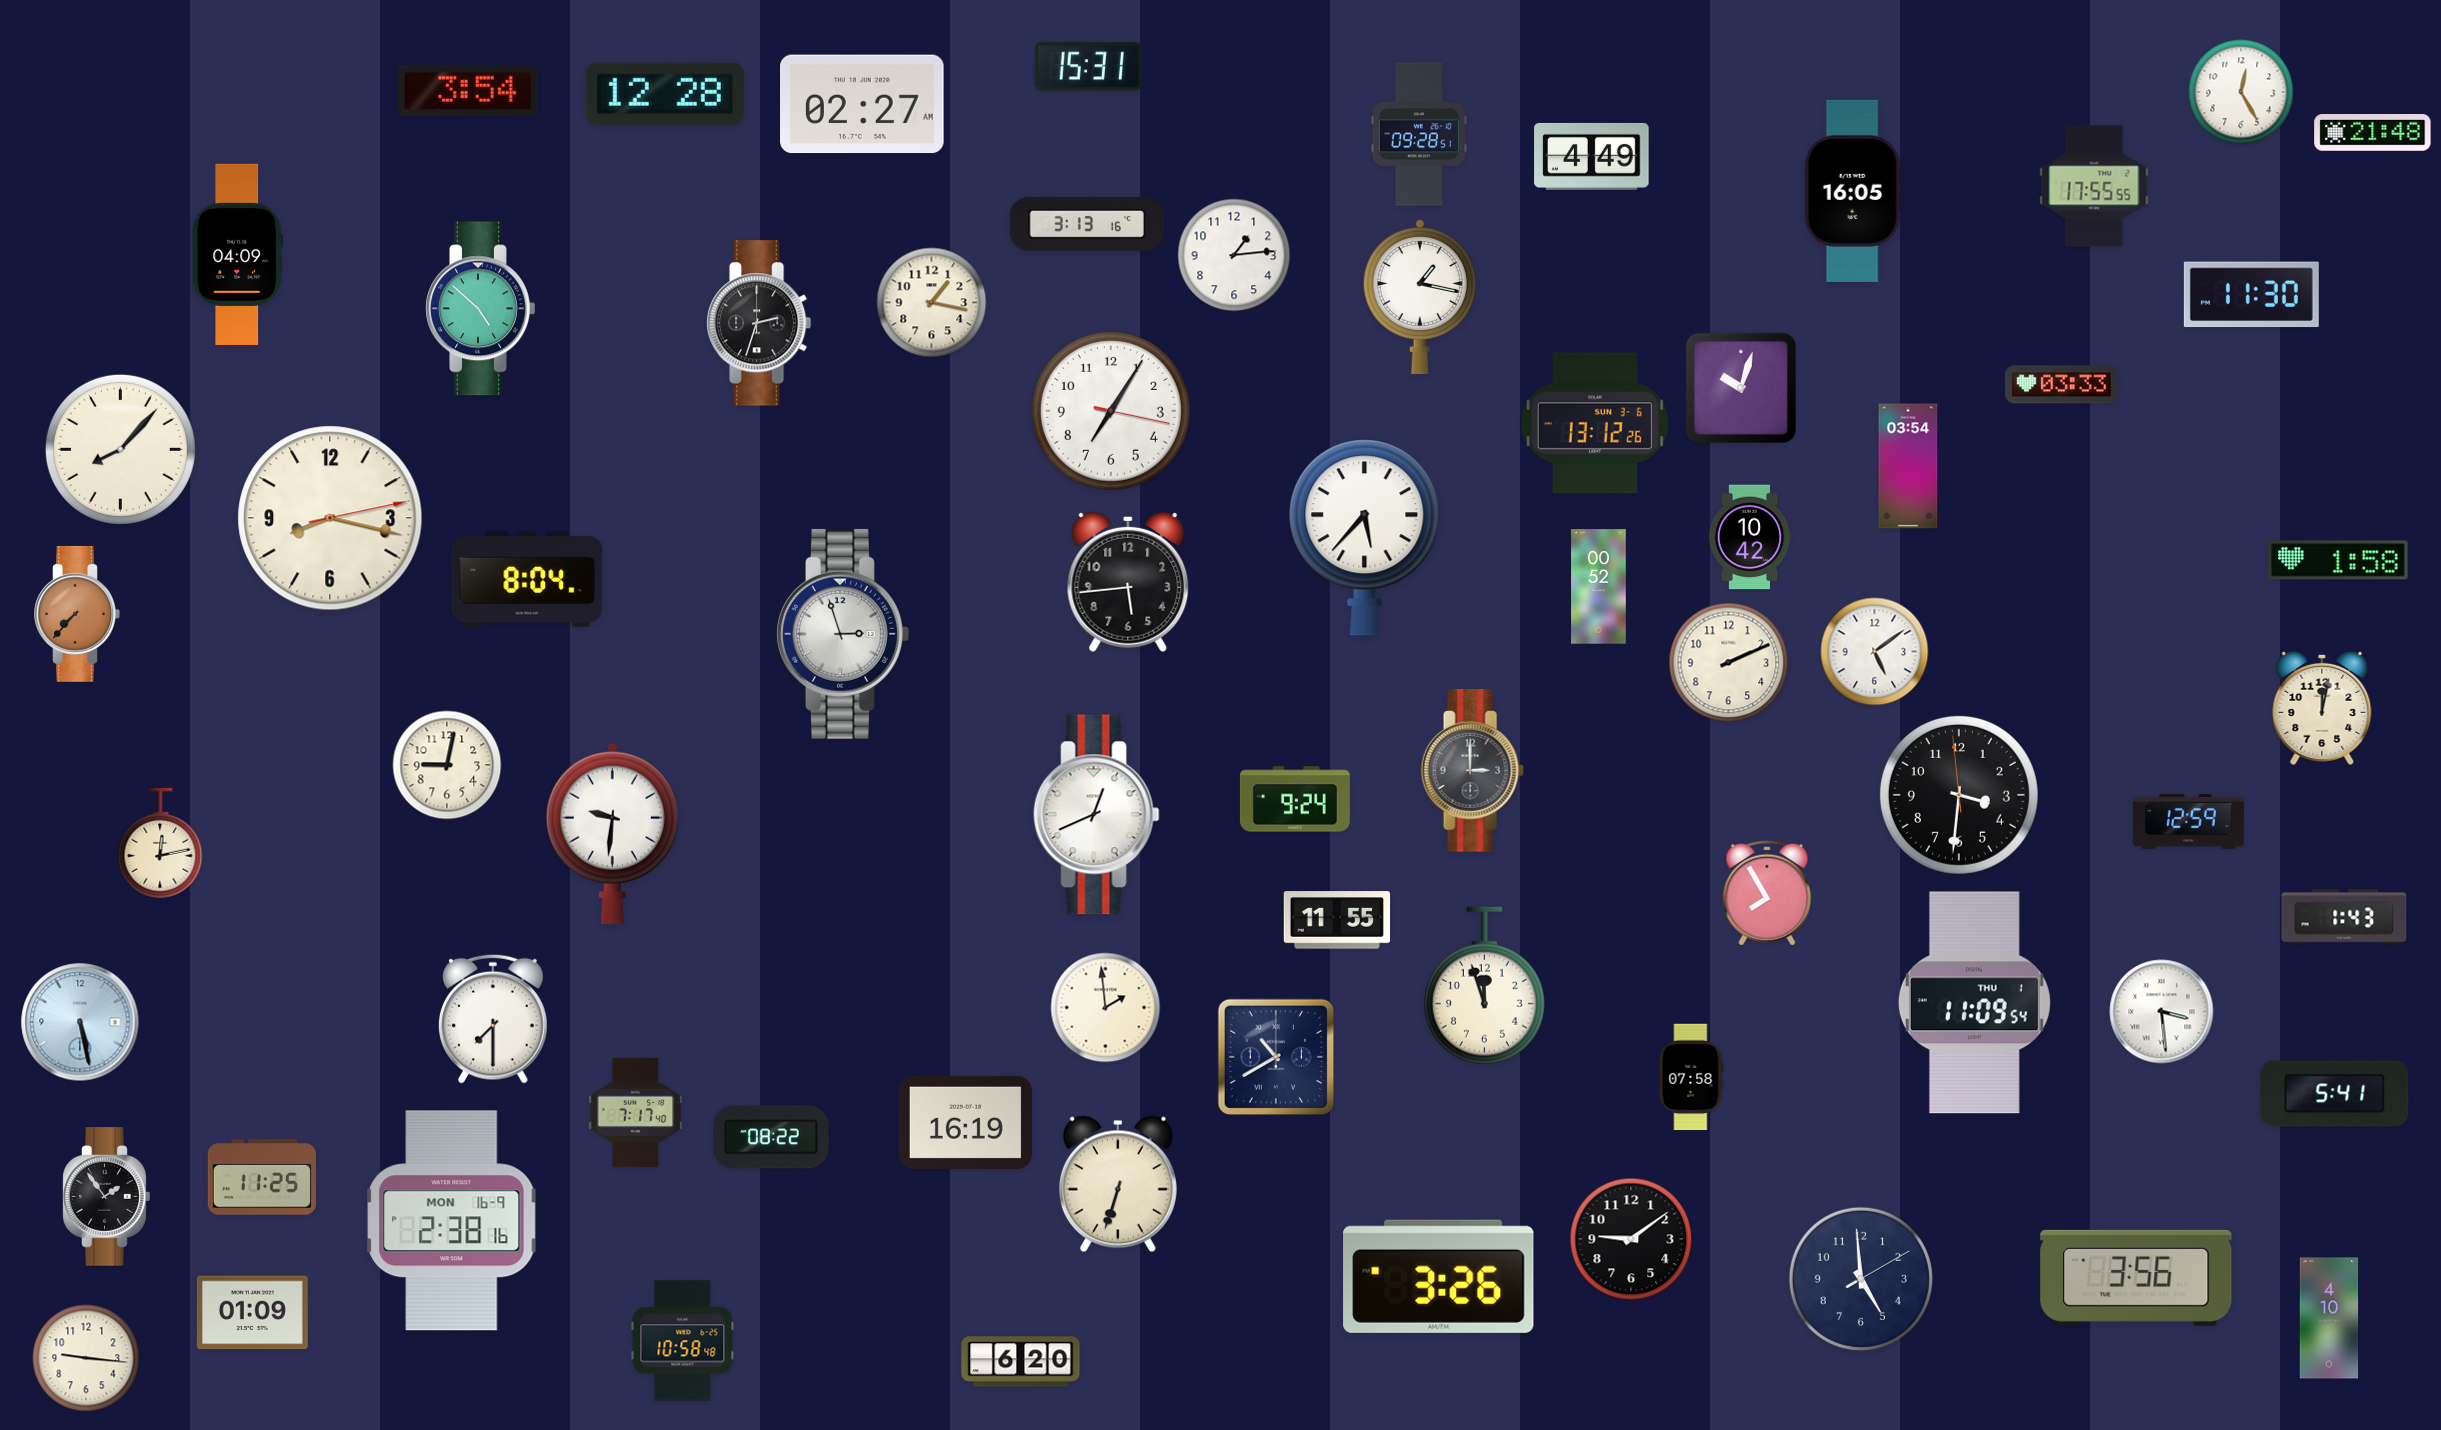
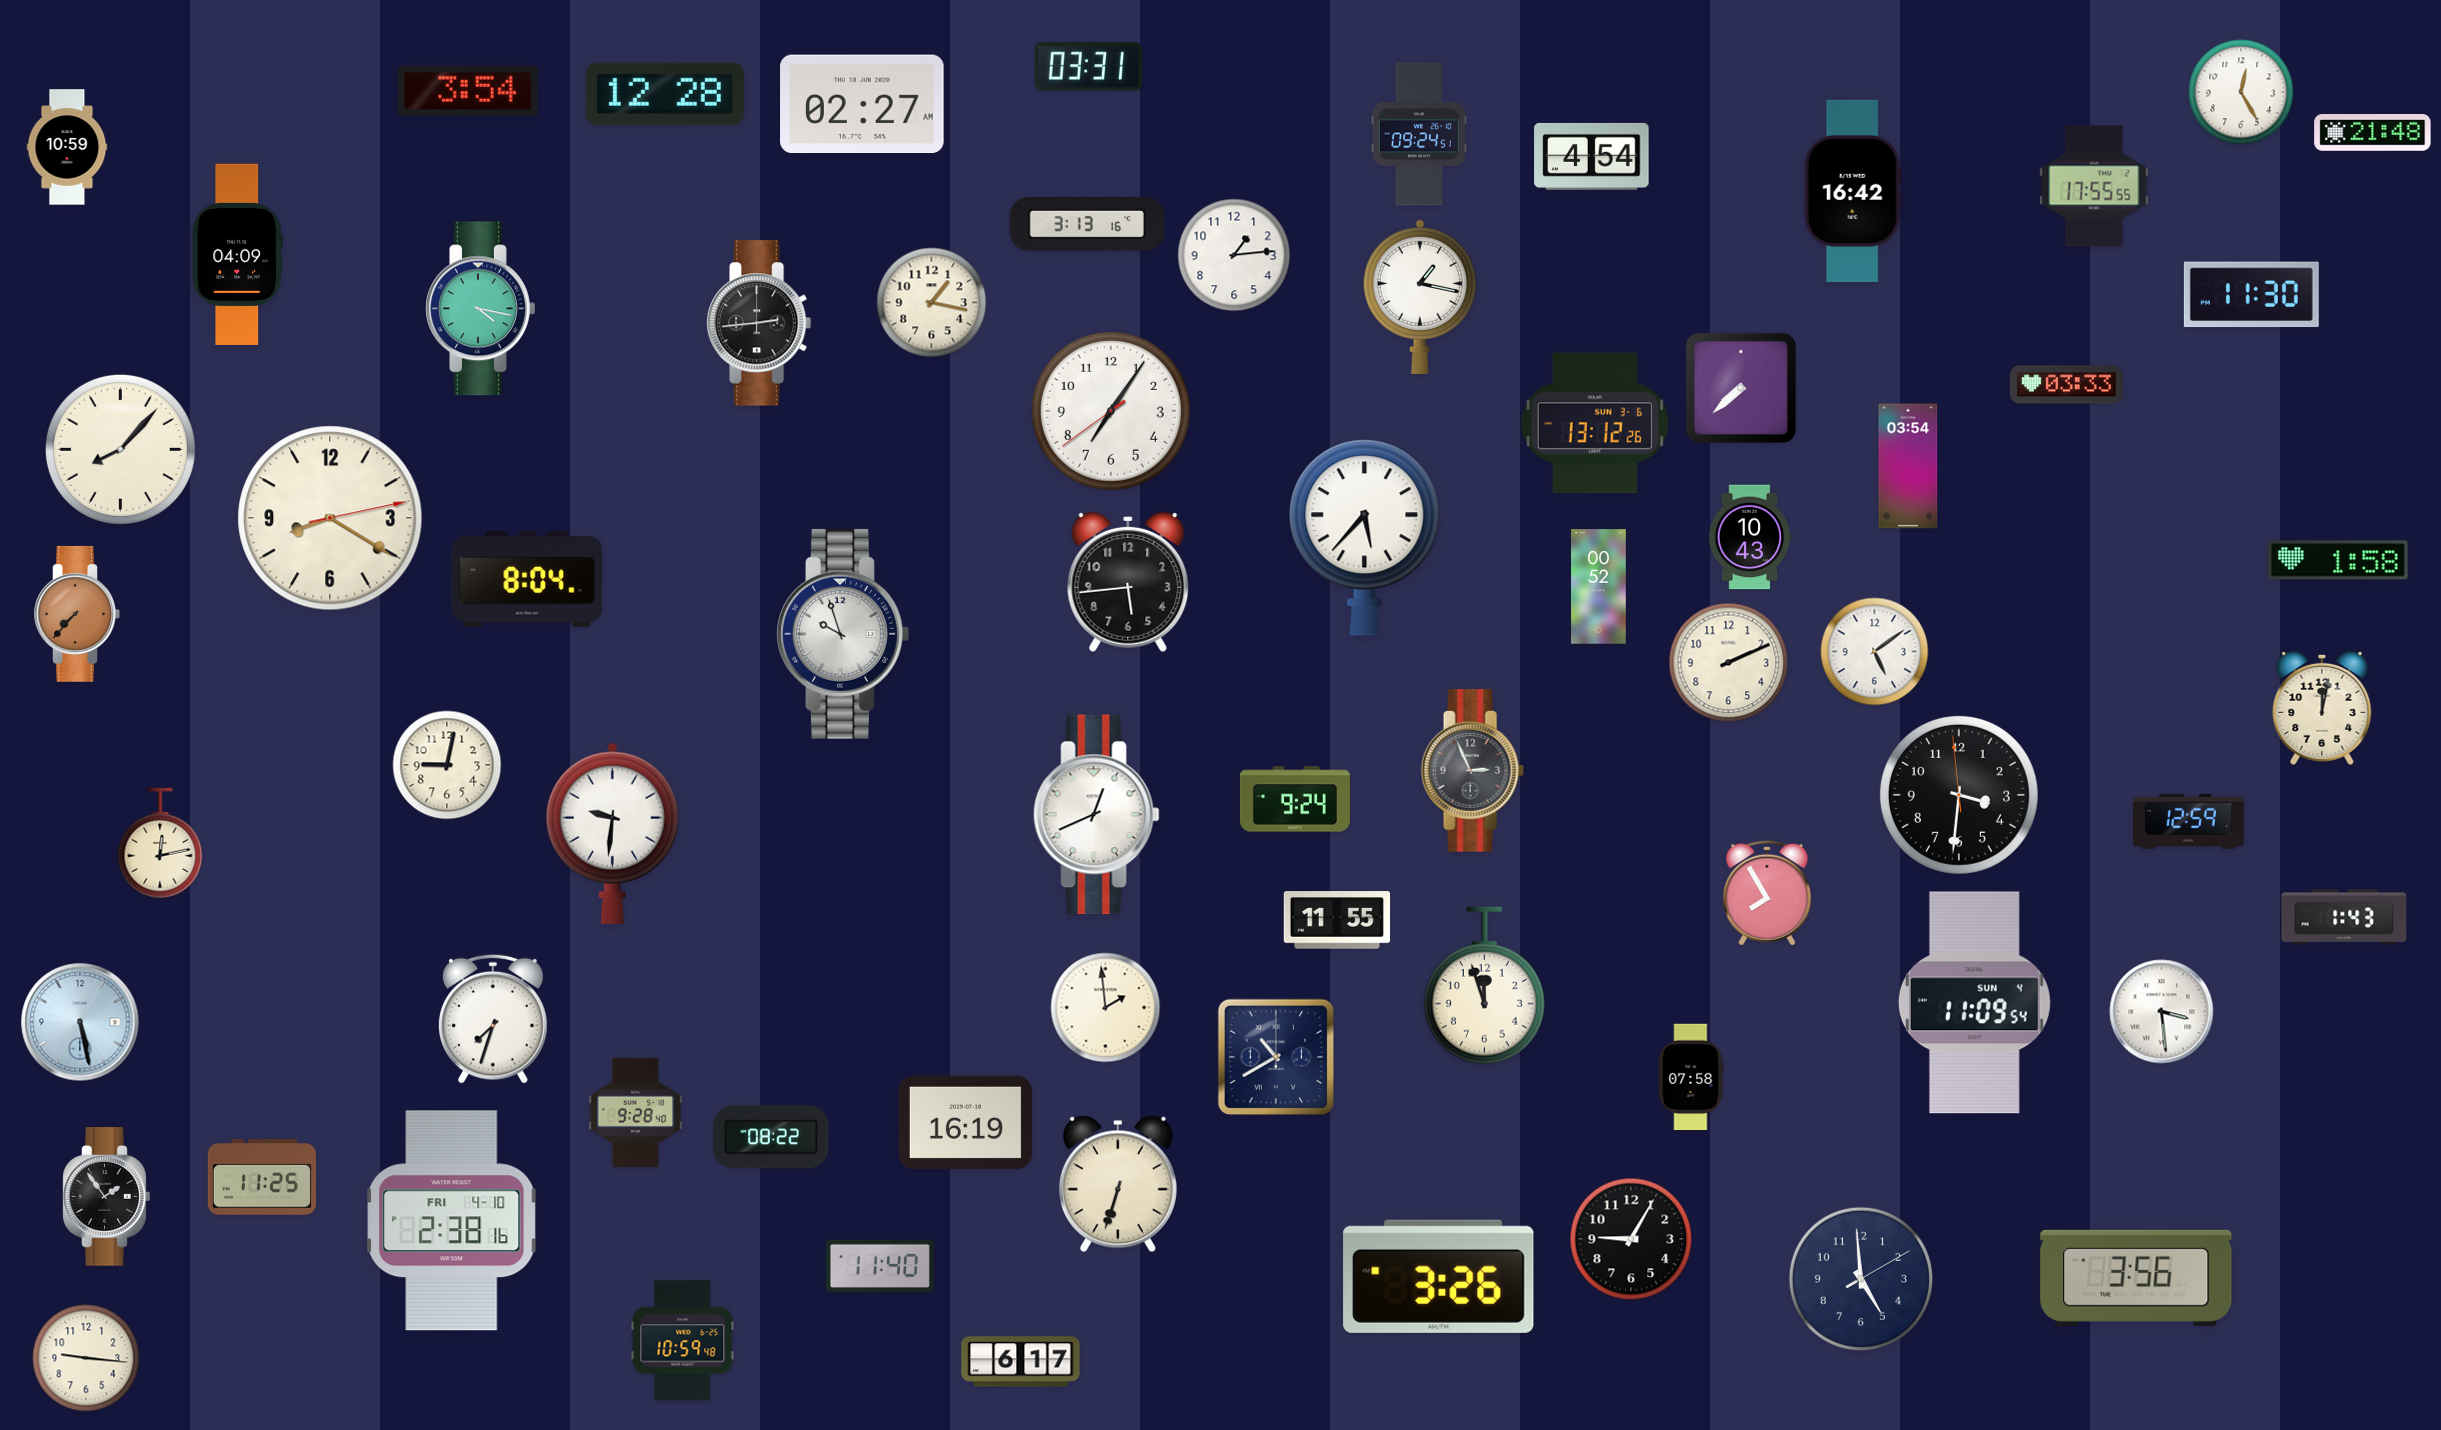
clock at (1088, 67): 15:31 -> 03:31
clock at (1419, 134): 09:28 -> 09:24
clock at (67, 147): none -> 10:59
clock at (1592, 156): 4:49 -> 4:54
clock at (1853, 191): 16:05 -> 16:42
clock at (481, 309): 4:52 -> 4:17
clock at (759, 323): 2:33 -> 2:44
clock at (2062, 385) position: (2062, 385) -> (2067, 385)
clock at (1740, 387): 10:03 -> 7:38
clock at (1111, 411): 7:05:17 -> 7:05:39
clock at (330, 518): 8:17 -> 8:20
clock at (1750, 537): 10:42 -> 10:43
clock at (843, 634): 2:57 -> 9:57
clock at (1472, 771): 3:00 -> 2:56
clock at (1974, 1003) date: THU 1 -> SUN 4
clock at (493, 1019): 7:30 -> 7:33
clock at (2335, 1094): 5:41 -> none
clock at (636, 1112): 7:17 -> 9:28
clock at (452, 1221) date: MON 16-9 -> FRI 4-10
clock at (1631, 1239): 9:09 -> 9:05
clock at (880, 1266): none -> 11:40
clock at (252, 1313): 01:09 -> none
clock at (2329, 1318): 4:10 -> none
clock at (683, 1341): 10:58 -> 10:59
clock at (1021, 1362): 6:20 -> 6:17
